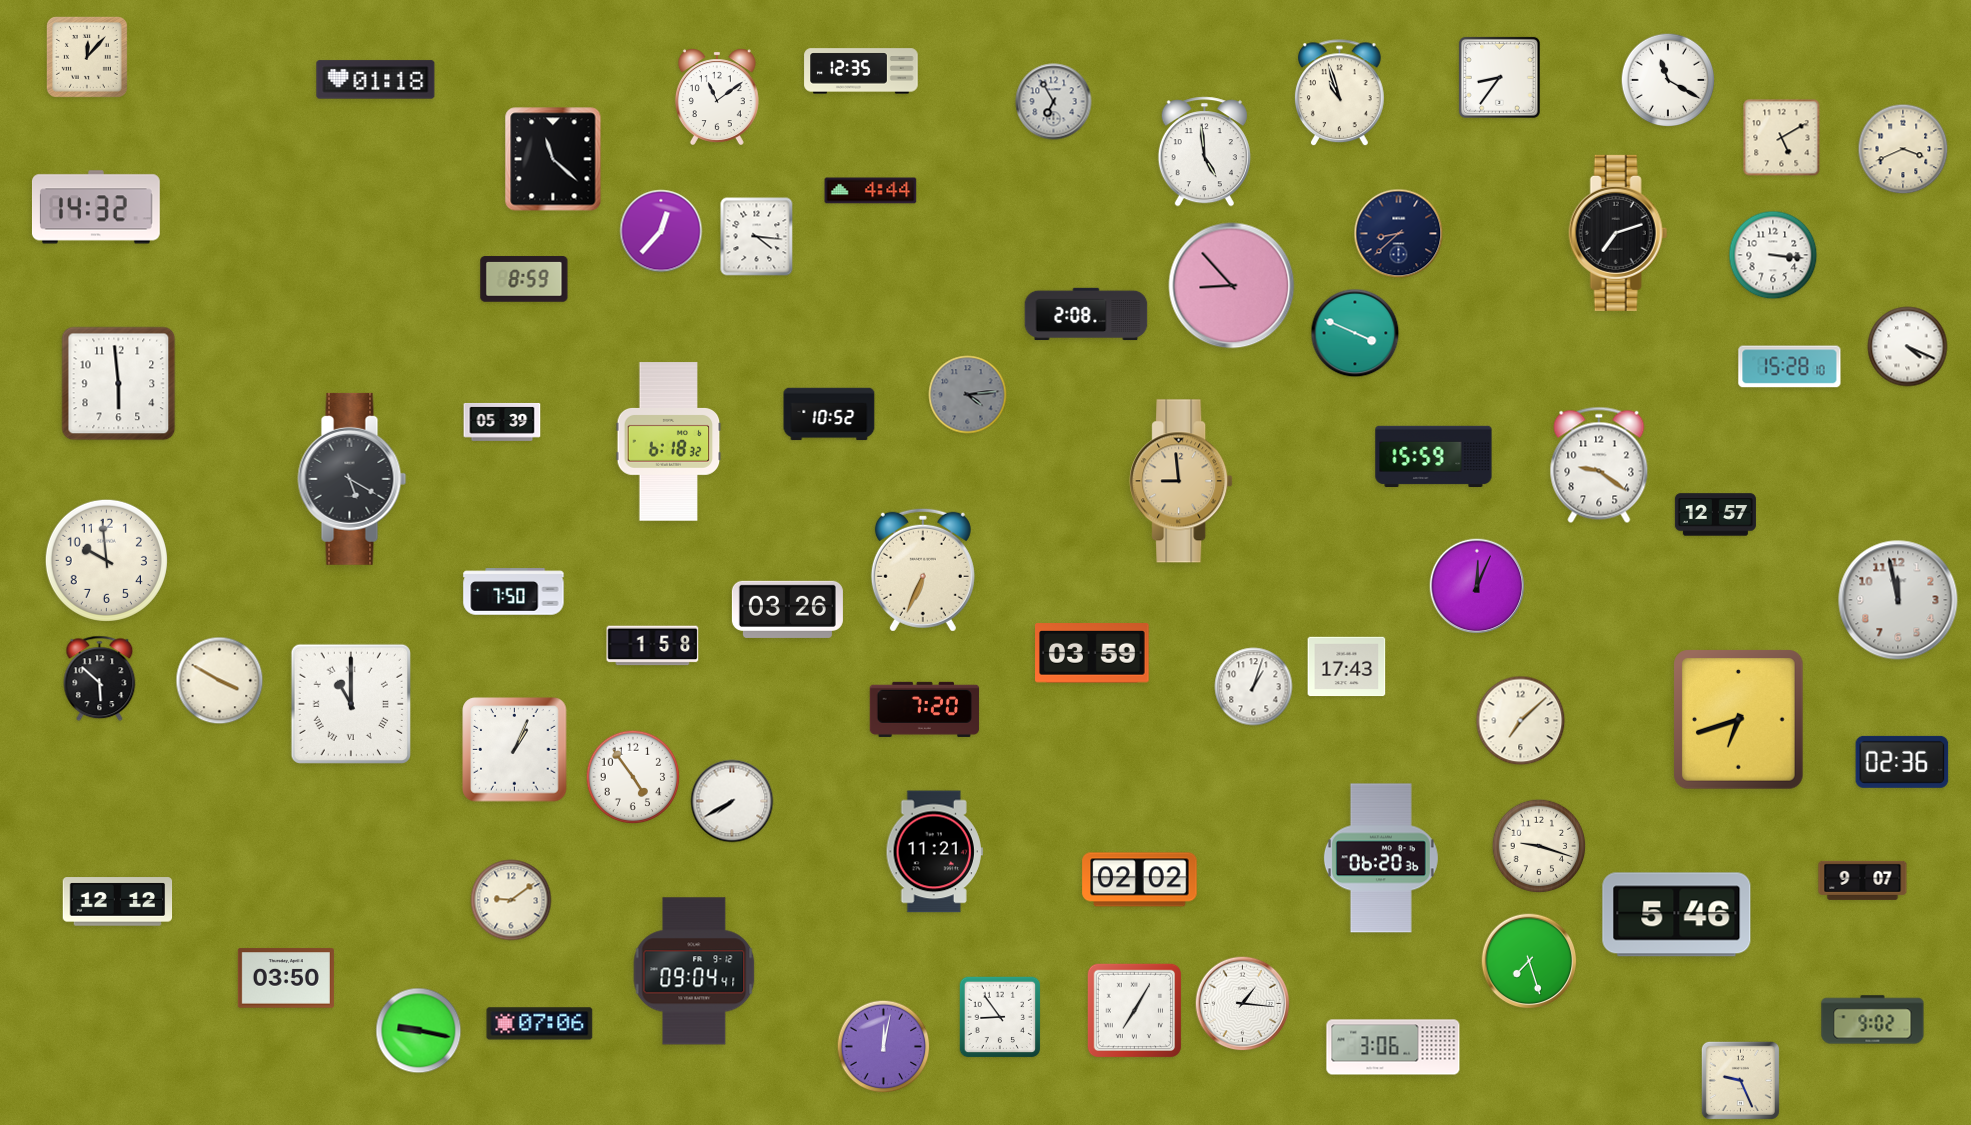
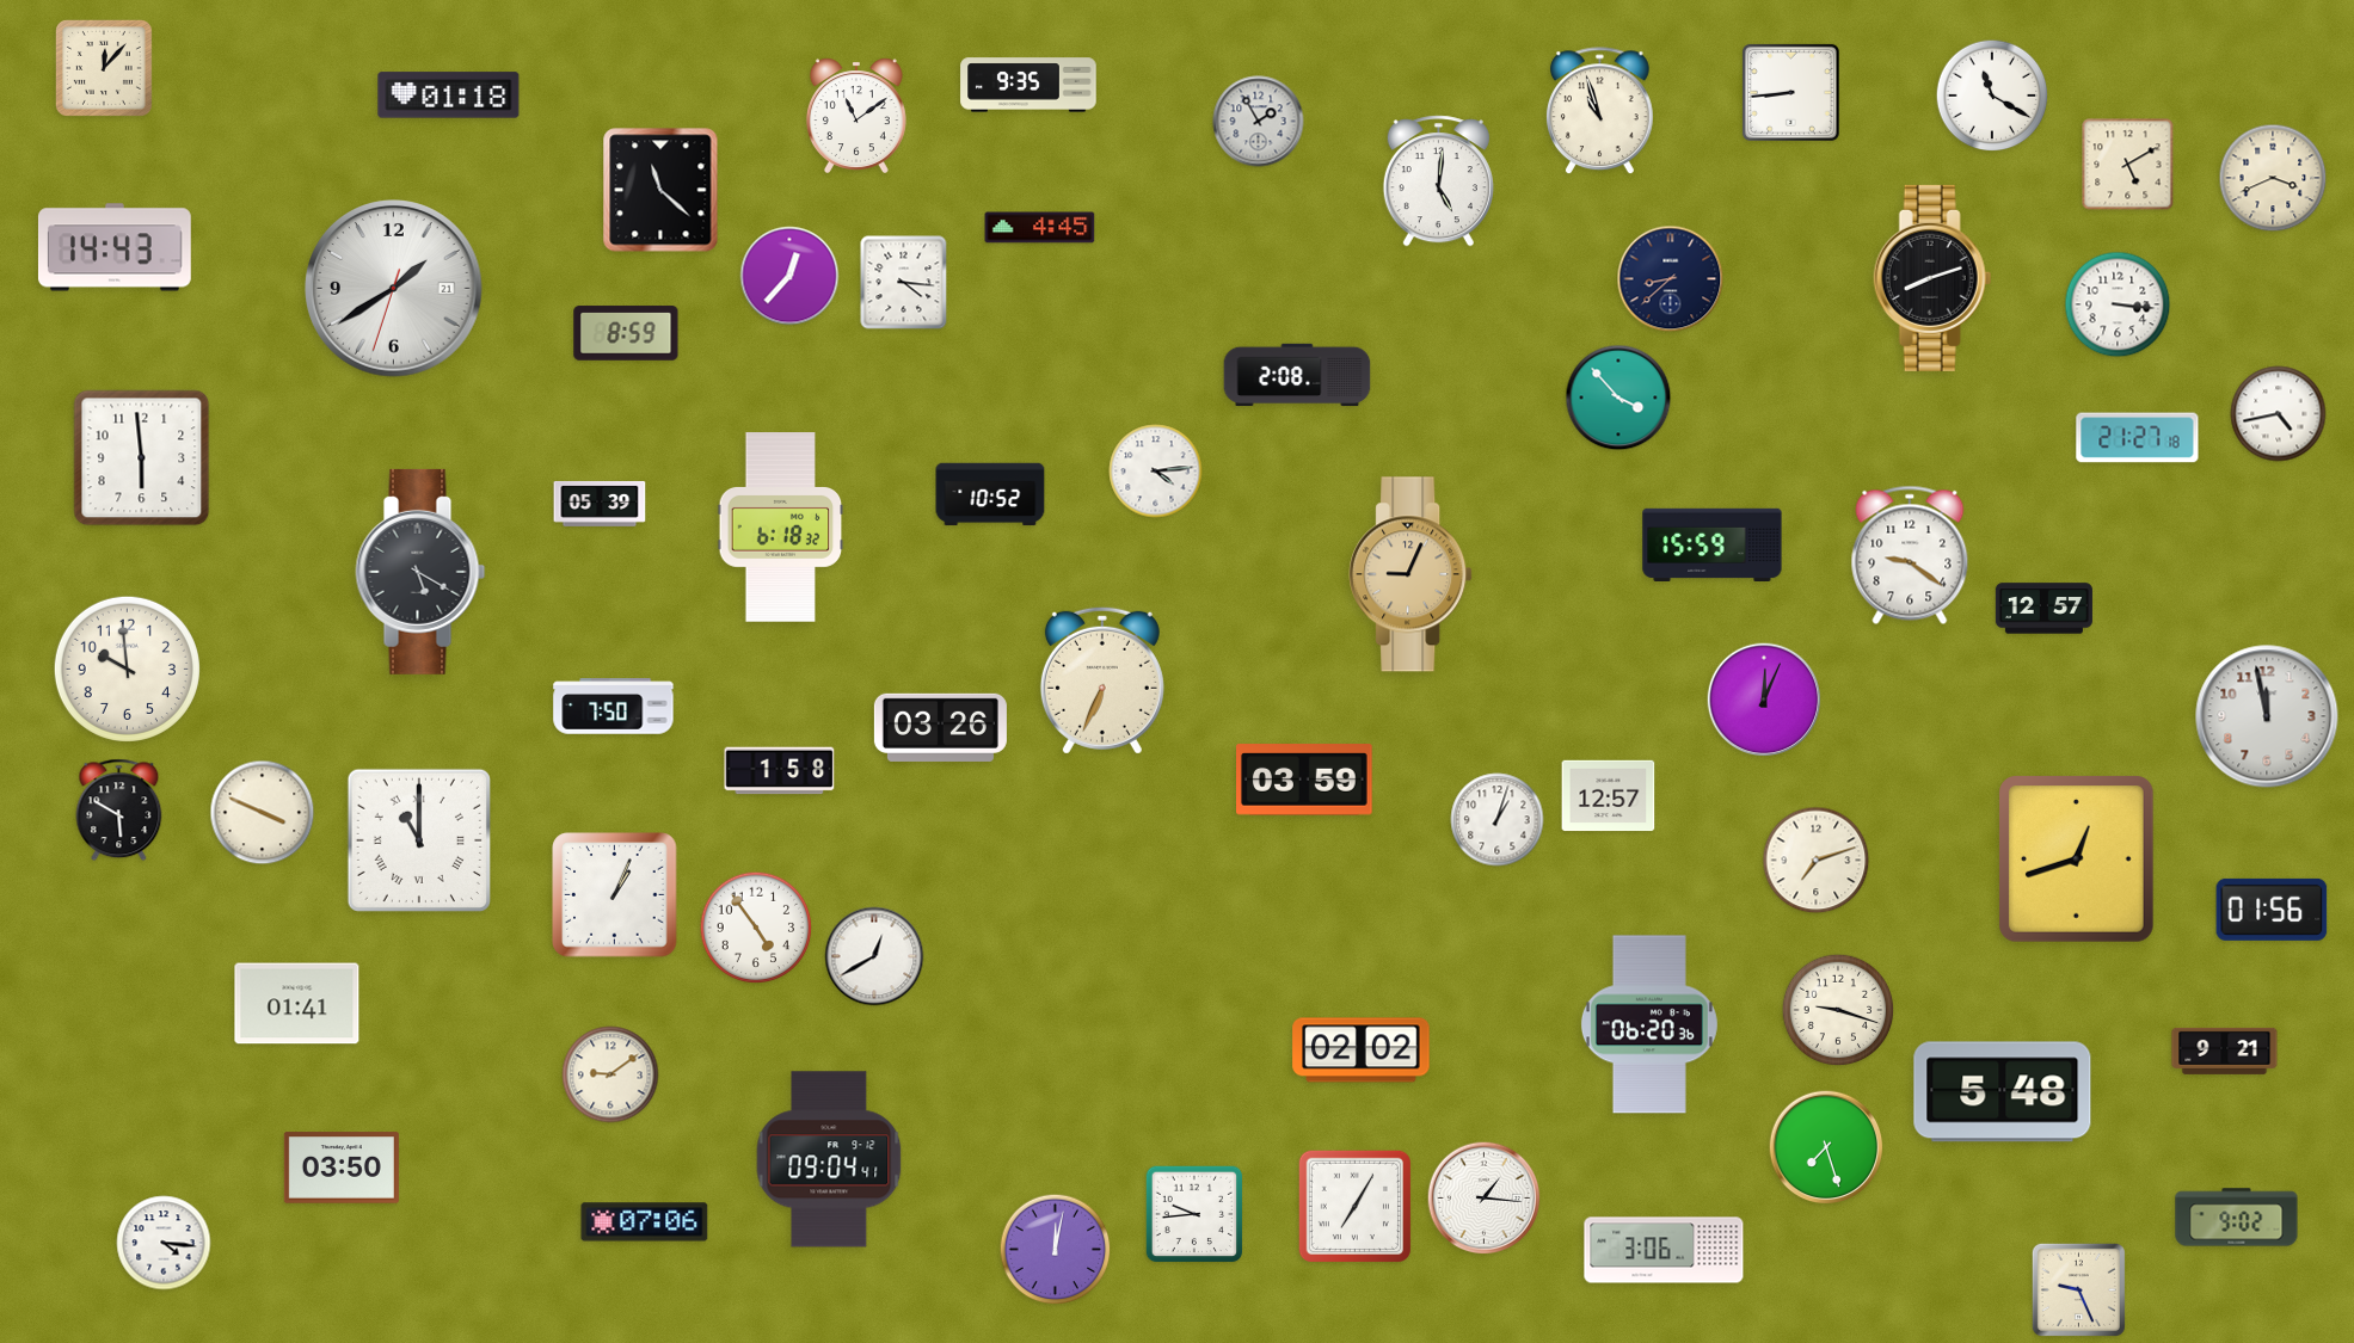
clock at (861, 71): 12:35 -> 9:35
clock at (1499, 77): 8:36 -> 8:44
clock at (1054, 102): 6:55 -> 1:55
clock at (1204, 152): 4:59 -> 5:01
clock at (871, 191): 4:44 -> 4:45
clock at (96, 207): 14:32 -> 14:43
clock at (1618, 233): 7:12 -> 8:12
clock at (394, 289): none -> 1:39
clock at (1232, 286): 8:53 -> none
clock at (1355, 333): 3:49 -> 3:53
clock at (1908, 347): 4:19 -> 4:43
clock at (1790, 367): 15:28 -> 21:27
clock at (968, 395) dial: grey -> white
clock at (669, 442) position: (669, 442) -> (781, 528)
clock at (1181, 481): 8:59 -> 9:04
clock at (1715, 515) position: (1715, 515) -> (2043, 609)
clock at (1347, 667): 17:43 -> 12:57
clock at (100, 679): 5:52 -> 5:50
clock at (220, 681): 3:50 -> 3:49
clock at (925, 709): 7:20 -> none
clock at (1739, 720): 6:42 -> 12:42
clock at (1521, 721): 7:08 -> 7:12
clock at (1902, 762): 02:36 -> 01:56
clock at (732, 801): 7:40 -> 12:40
clock at (297, 1004): none -> 01:41
clock at (934, 852): 11:21 -> none
clock at (1863, 880): 9:07 -> 9:21
clock at (118, 902): 12:12 -> none
clock at (1677, 915): 5:46 -> 5:48
clock at (1000, 1017): 8:54 -> 9:44
clock at (419, 1031): 9:17 -> none
clock at (164, 1243): none -> 4:16
